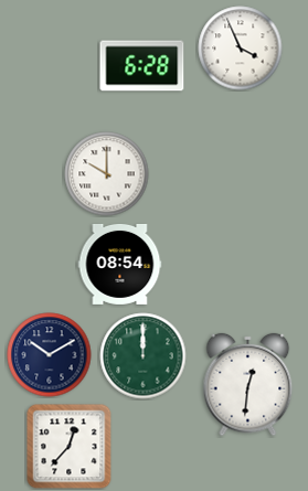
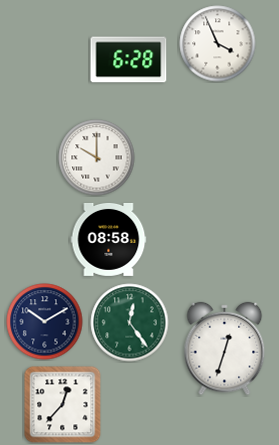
clock at (120, 264): 08:54 -> 08:58
clock at (144, 356): 12:00 -> 12:24
clock at (248, 385): 12:31 -> 12:33
